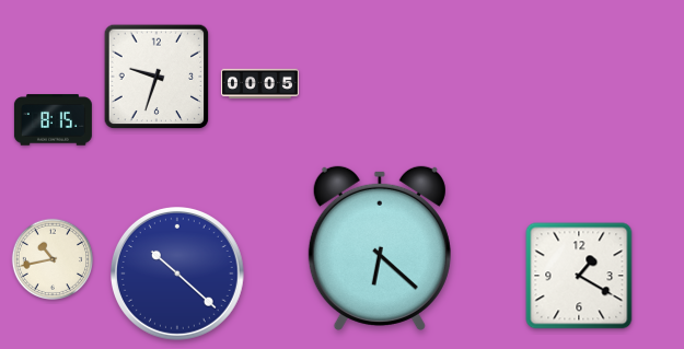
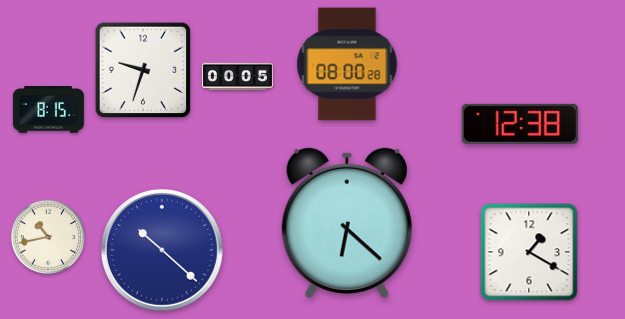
clock at (347, 64): none -> 08:00
clock at (520, 124): none -> 12:38
clock at (380, 248) position: (380, 248) -> (347, 223)
